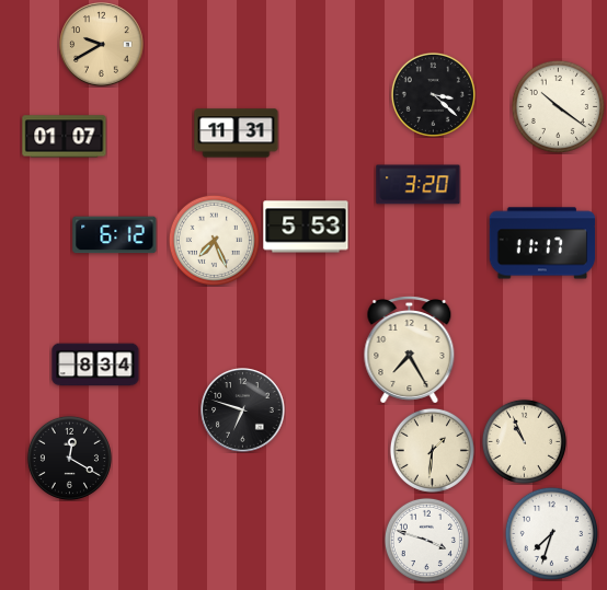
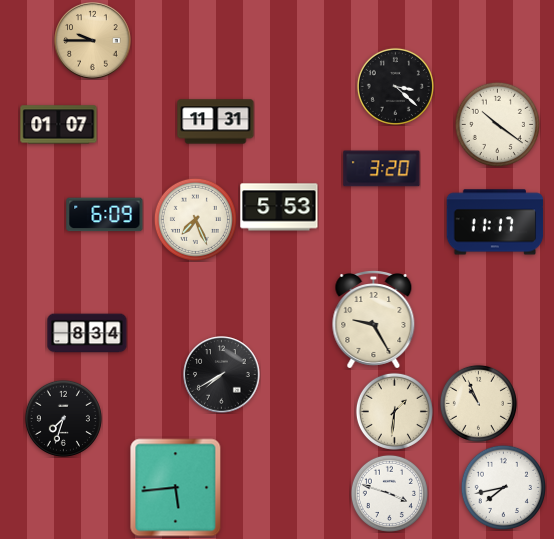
clock at (102, 45): 9:40 -> 9:45
clock at (558, 106) position: (558, 106) -> (497, 124)
clock at (115, 235): 6:12 -> 6:09
clock at (410, 350): 7:25 -> 9:25
clock at (243, 410): 6:48 -> 7:40
clock at (69, 458): 12:20 -> 7:33
clock at (551, 533): 7:33 -> 7:43
clock at (176, 488): none -> 5:44
